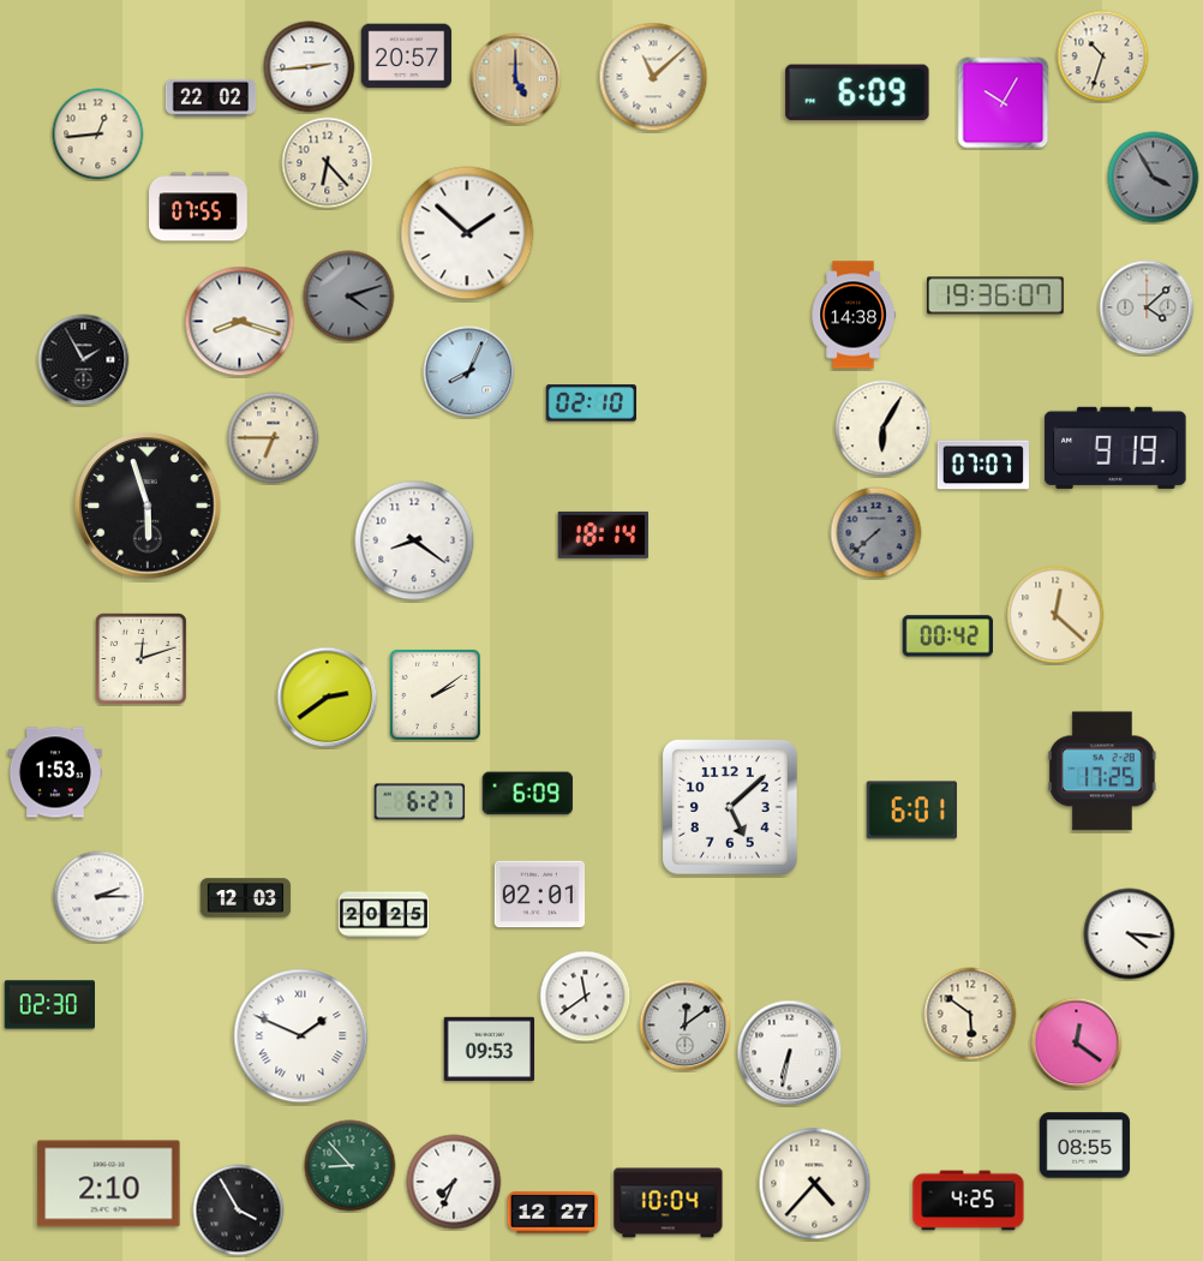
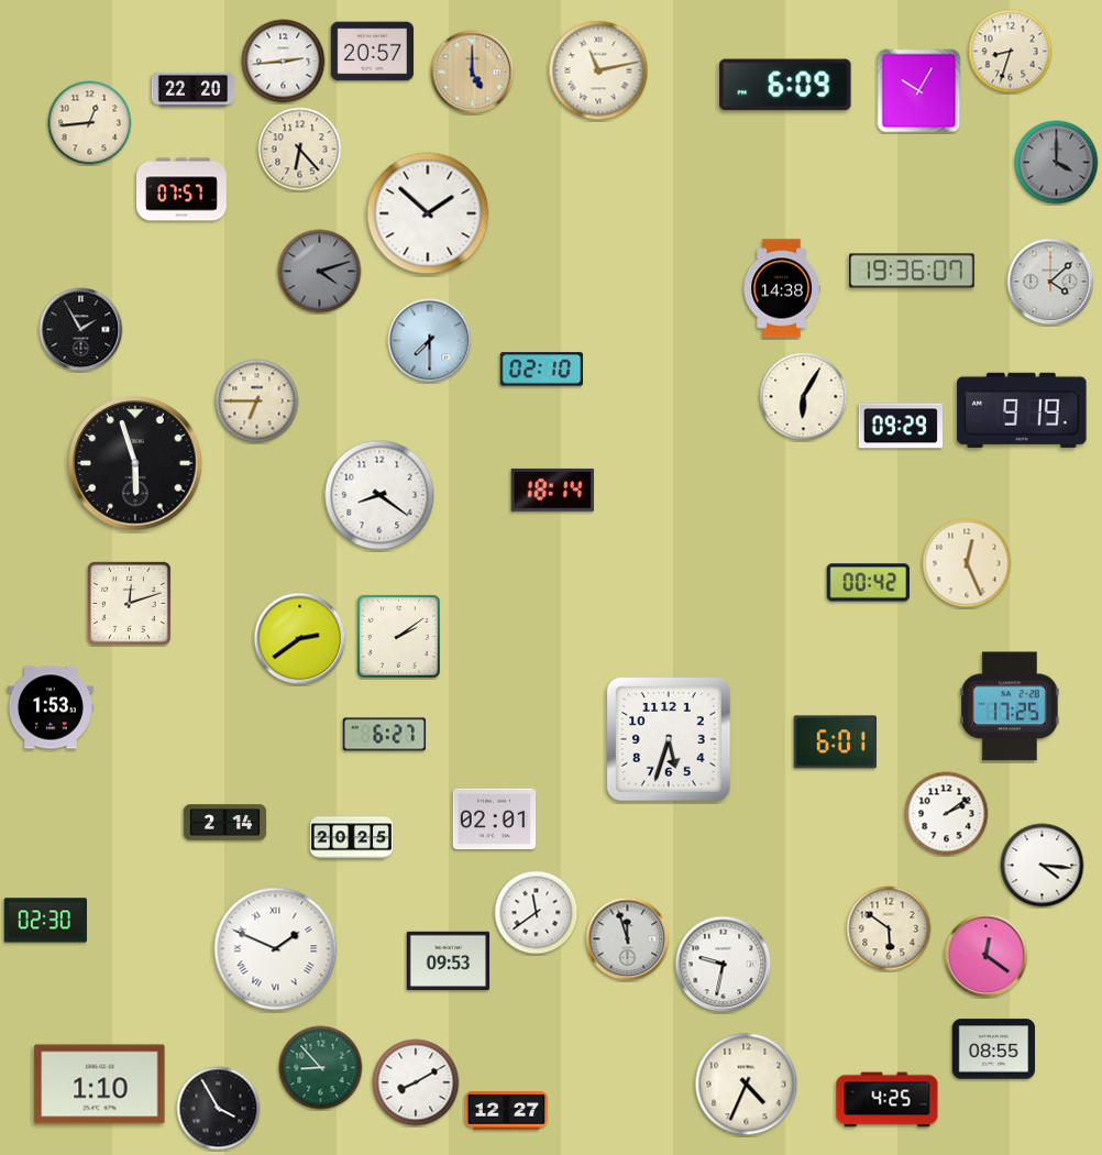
clock at (1103, 56): 10:33 -> 8:33
clock at (653, 77): 11:08 -> 11:13
clock at (211, 97): 22:02 -> 22:20
clock at (1004, 103) position: (1004, 103) -> (919, 91)
clock at (1154, 178): 3:55 -> 4:00
clock at (199, 207): 07:55 -> 07:57
clock at (240, 322): 8:18 -> none
clock at (84, 360) position: (84, 360) -> (81, 330)
clock at (469, 372): 8:04 -> 7:30
clock at (884, 429) position: (884, 429) -> (804, 397)
clock at (274, 438) position: (274, 438) -> (257, 402)
clock at (982, 465): 07:07 -> 09:29
clock at (876, 533): 7:38 -> none
clock at (1055, 615): 12:22 -> 12:26
clock at (527, 794): 6:09 -> none
clock at (731, 808): 5:08 -> 5:33
clock at (947, 814): none -> 2:09
clock at (100, 897): 2:15 -> none
clock at (246, 898): 12:03 -> 2:14
clock at (1130, 934) position: (1130, 934) -> (1043, 866)
clock at (686, 1026): 12:09 -> 11:57
clock at (790, 1053): 6:32 -> 9:32
clock at (454, 1182): 7:34 -> 8:10
clock at (109, 1184): 2:10 -> 1:10
clock at (815, 1184): 4:37 -> 4:34
clock at (669, 1203): 10:04 -> none
